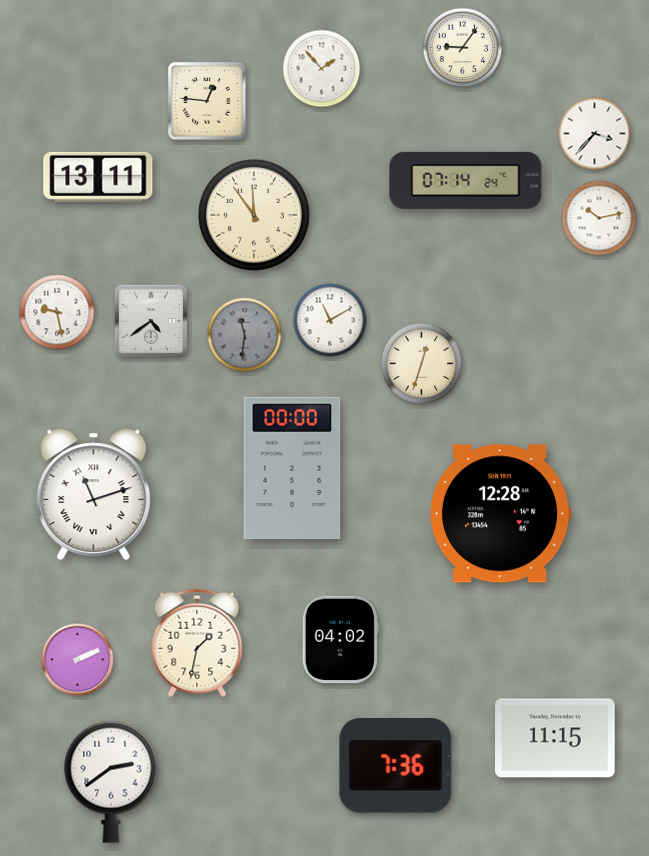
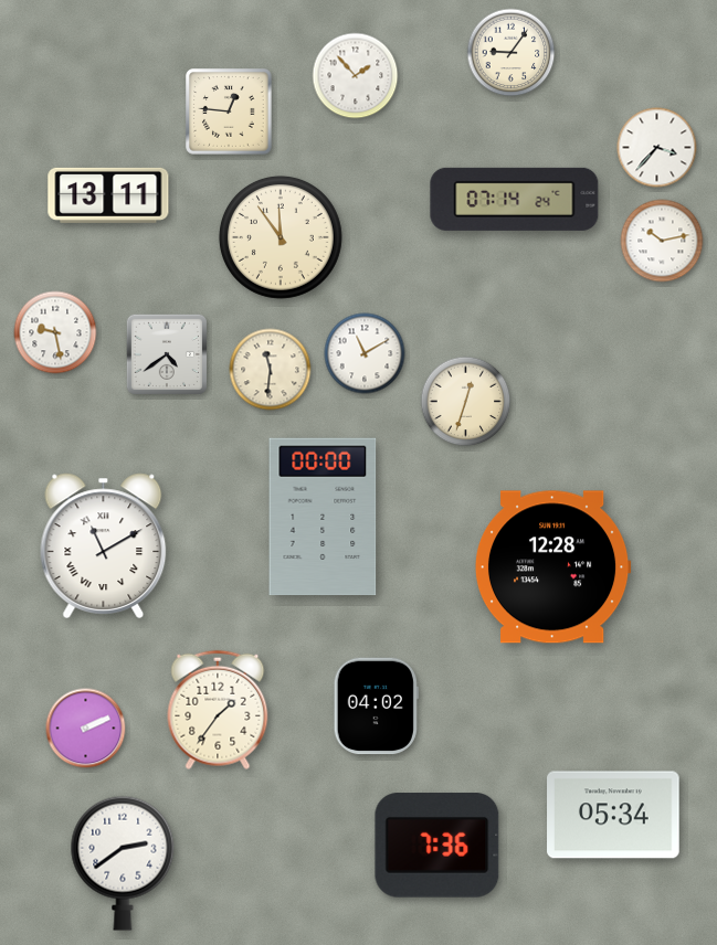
clock at (57, 312) position: (57, 312) -> (55, 332)
clock at (245, 335) dial: grey -> cream
clock at (94, 494): 11:12 -> 11:10
clock at (197, 643): 1:32 -> 1:36
clock at (555, 738): 11:15 -> 05:34
